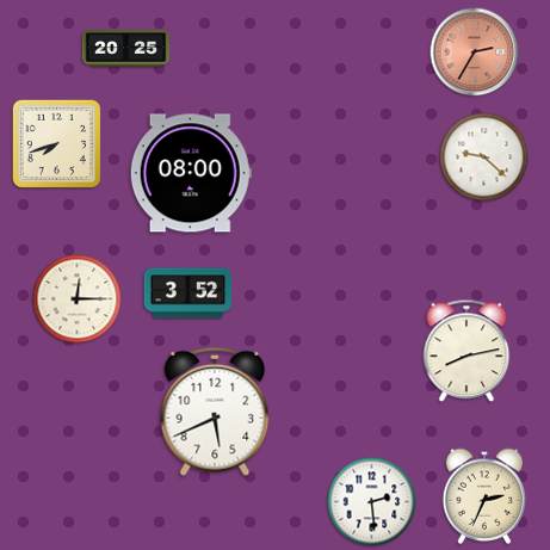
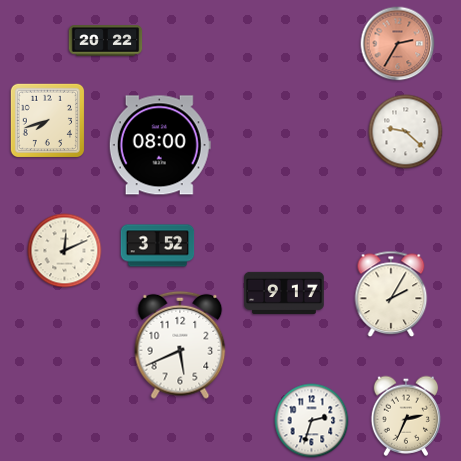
clock at (126, 49): 20:25 -> 20:22
clock at (78, 299): 12:15 -> 12:11
clock at (284, 293): none -> 9:17
clock at (466, 351): 8:13 -> 2:05
clock at (372, 502): 2:29 -> 2:33
